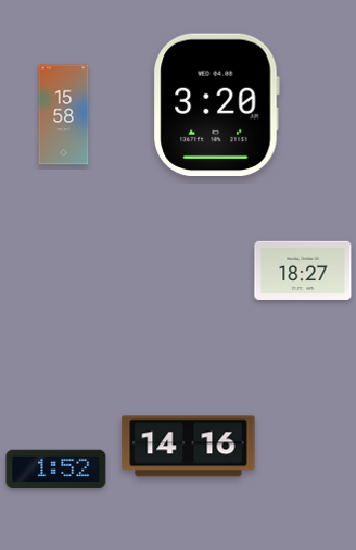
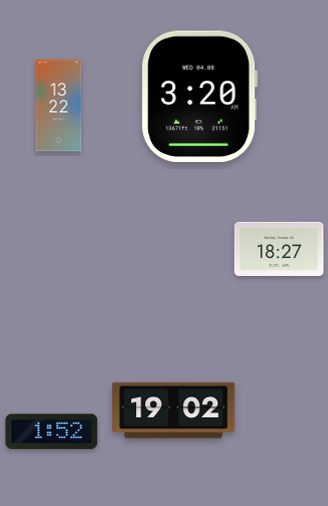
clock at (64, 115): 15:58 -> 13:22
clock at (189, 447): 14:16 -> 19:02
